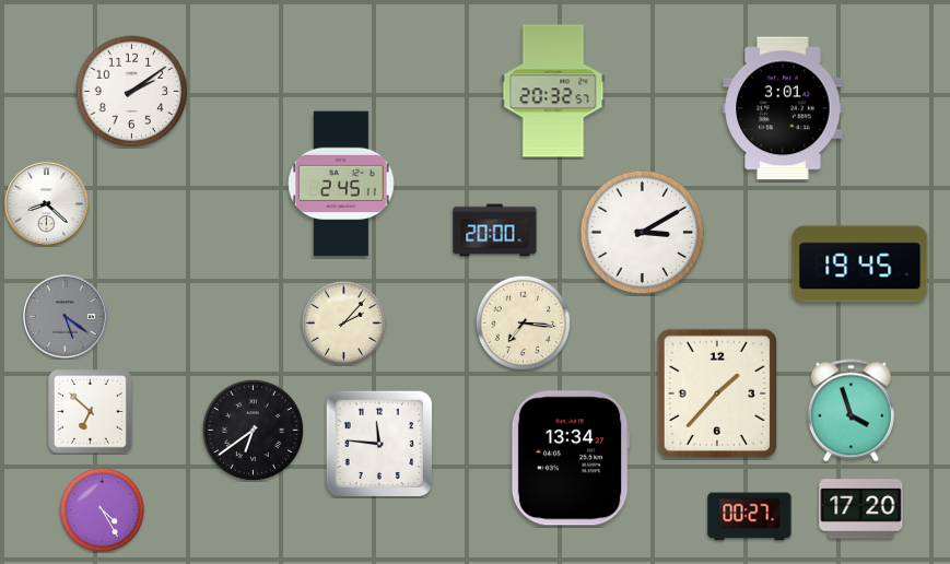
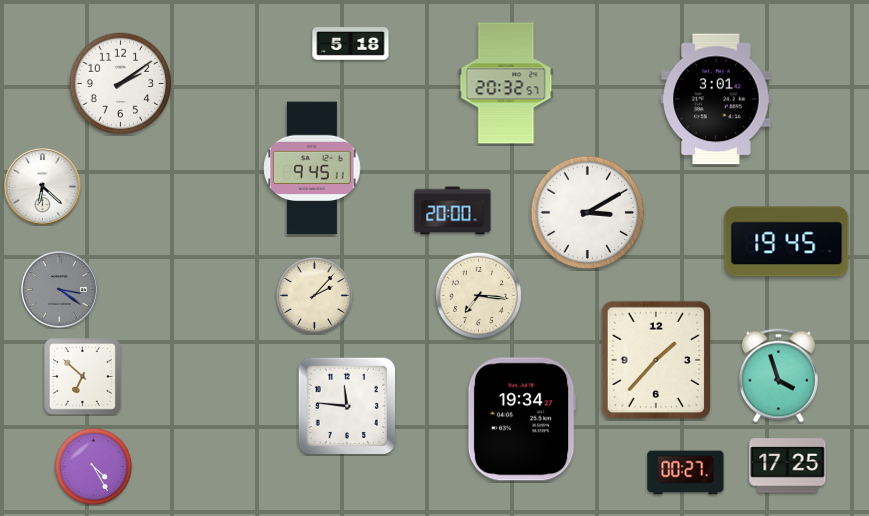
clock at (351, 44): none -> 5:18
clock at (341, 184): 2:45 -> 9:45
clock at (47, 204): 8:22 -> 6:22
clock at (66, 317): 5:21 -> 3:21
clock at (253, 430): 6:39 -> none
clock at (571, 458): 13:34 -> 19:34
clock at (861, 509): 17:20 -> 17:25
